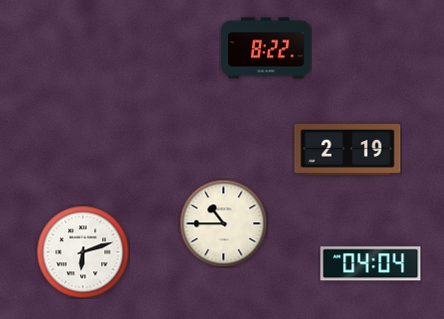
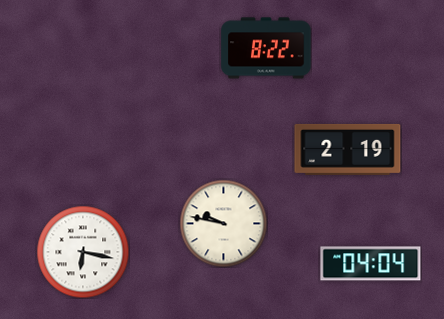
clock at (223, 223): 10:45 -> 9:47
clock at (83, 252): 6:12 -> 6:17
